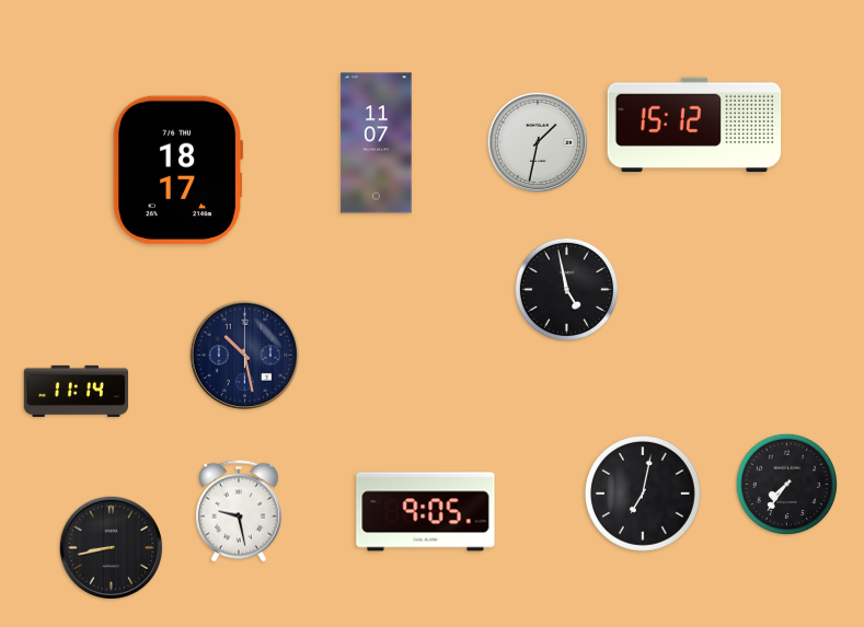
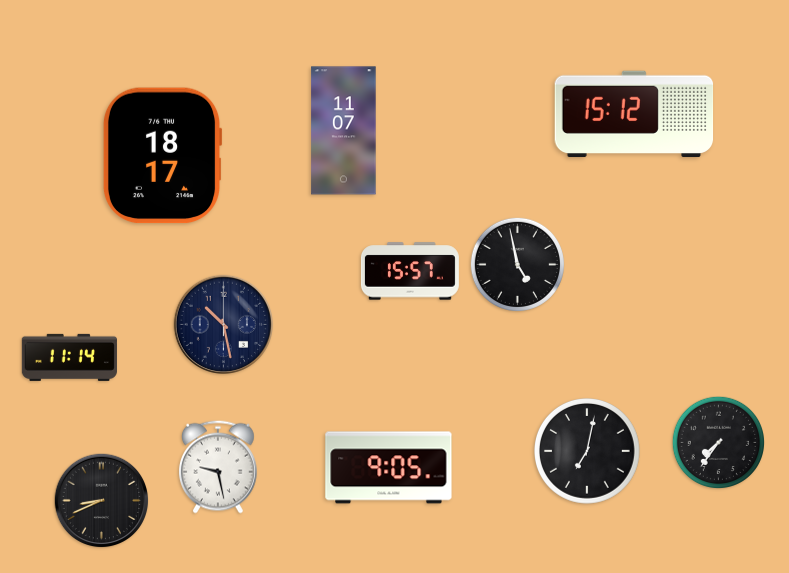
clock at (538, 142): 1:32 -> none
clock at (410, 271): none -> 15:57
clock at (112, 548): 8:43 -> 8:41
